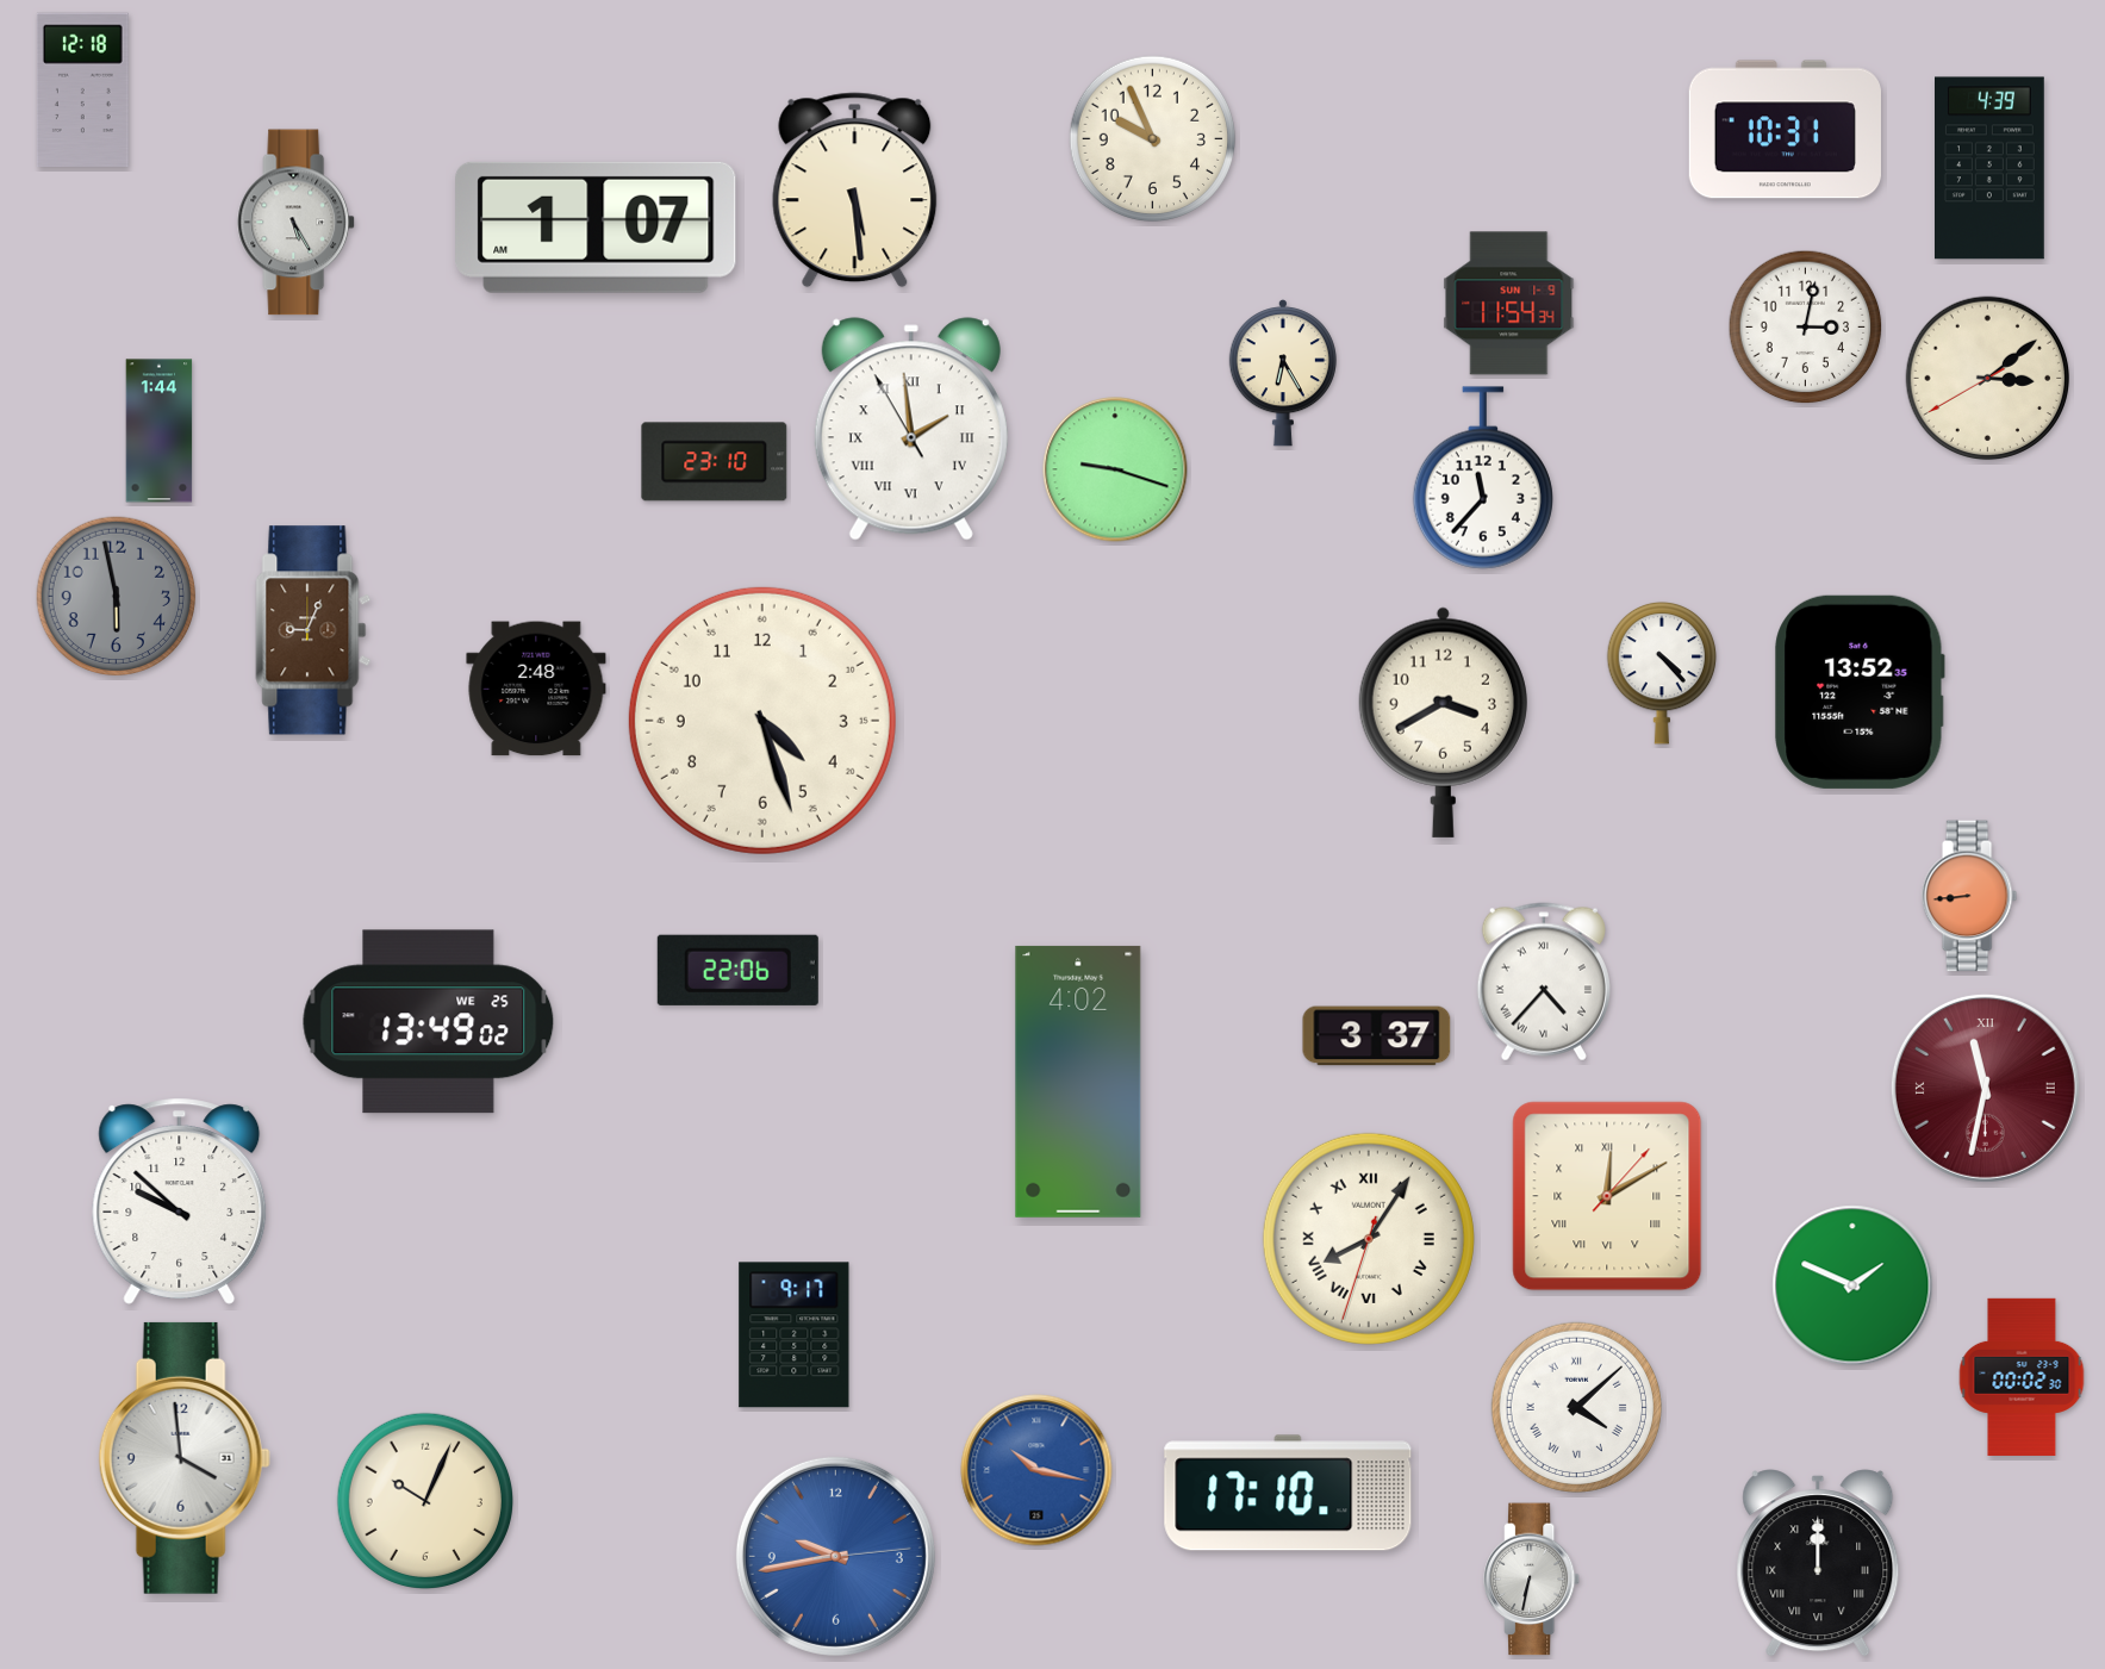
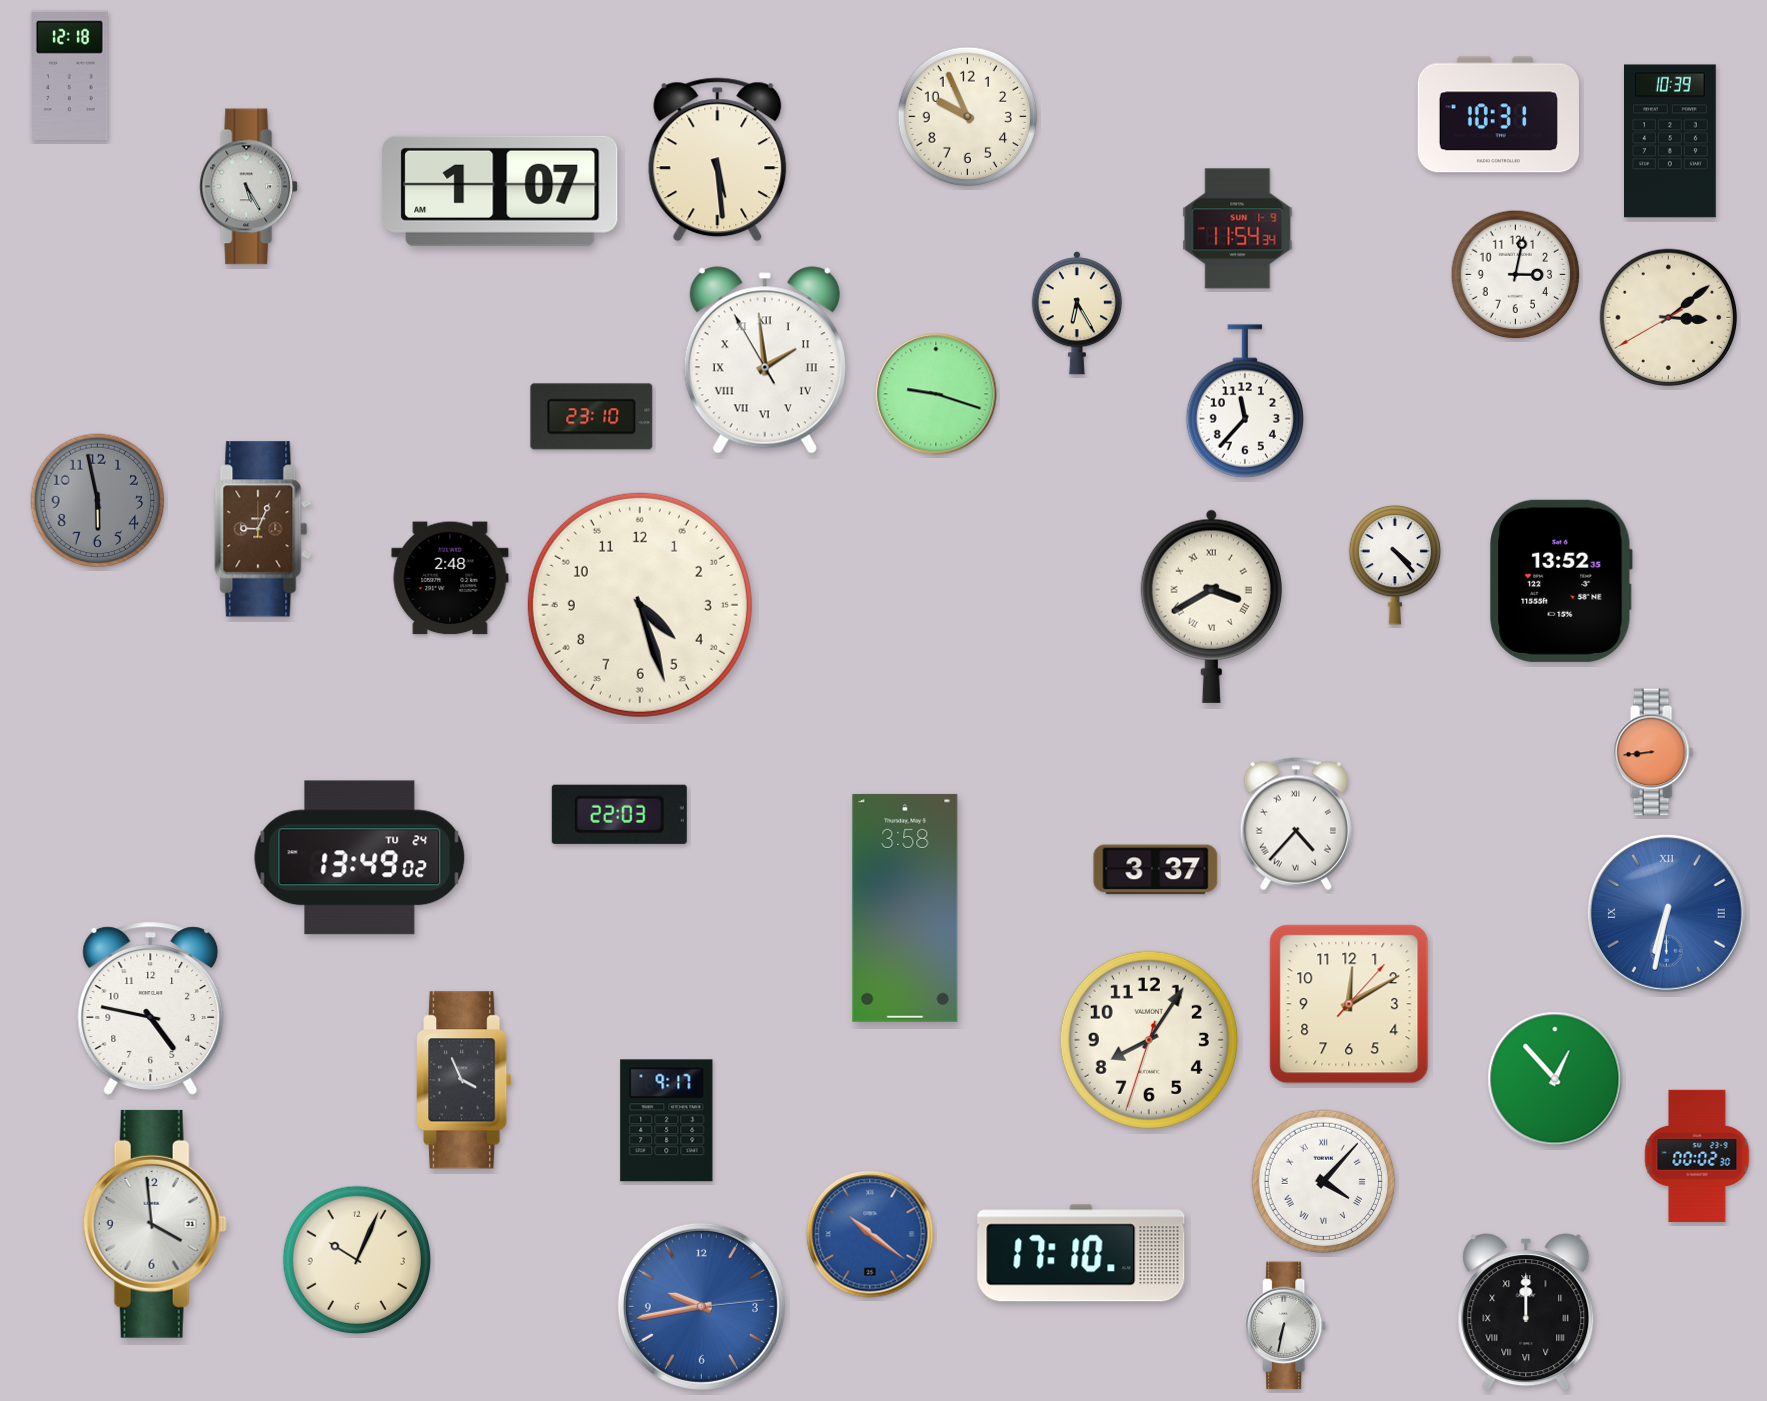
clock at (1785, 130) position: (1785, 130) -> (1498, 115)
clock at (1991, 168): 4:39 -> 10:39
clock at (1509, 304) position: (1509, 304) -> (1238, 229)
clock at (160, 431): 1:44 -> none
clock at (715, 462) position: (715, 462) -> (592, 417)
clock at (1443, 722) numerals: Arabic -> Roman
clock at (737, 970): 22:06 -> 22:03
clock at (429, 1022) date: WE 25 -> TU 24
clock at (1078, 1082): 4:02 -> 3:58
clock at (1985, 1088): 11:32 -> 6:32
clock at (1985, 1088) dial: burgundy -> blue
clock at (1607, 1196) numerals: Roman -> Arabic
clock at (180, 1201): 9:52 -> 4:47
clock at (1369, 1239) numerals: Roman -> Arabic
clock at (1852, 1285): 1:49 -> 12:53
clock at (464, 1080): none -> 3:56
clock at (1576, 1407): 4:08 -> 4:07
clock at (1036, 1470): 10:17 -> 10:21
